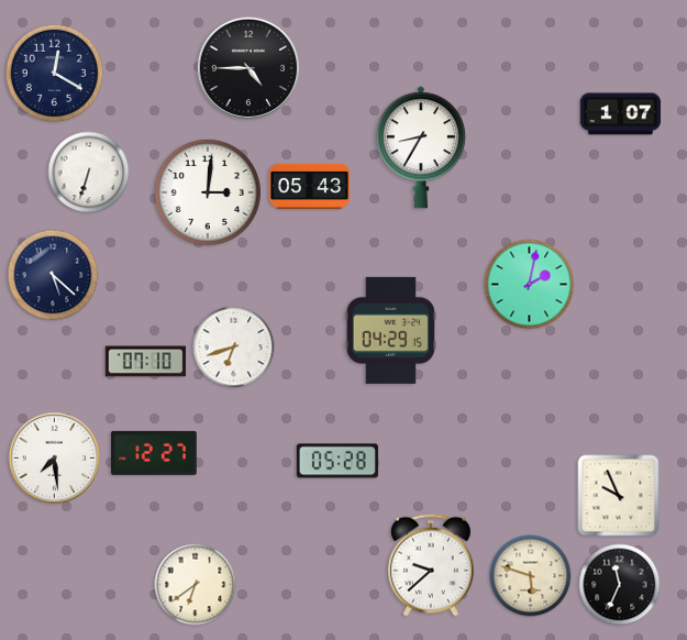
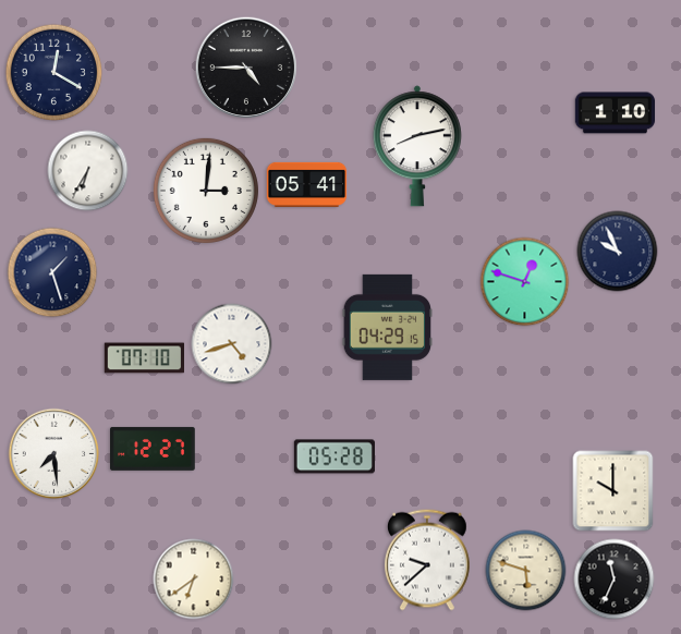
clock at (621, 114): 1:07 -> 1:10
clock at (421, 147): 8:35 -> 8:13
clock at (89, 173): 6:33 -> 6:35
clock at (310, 186): 05:43 -> 05:41
clock at (618, 252): none -> 9:56
clock at (53, 275): 5:22 -> 1:27
clock at (530, 285): 2:02 -> 12:48
clock at (234, 347): 6:42 -> 4:42
clock at (619, 496): 9:56 -> 10:00
